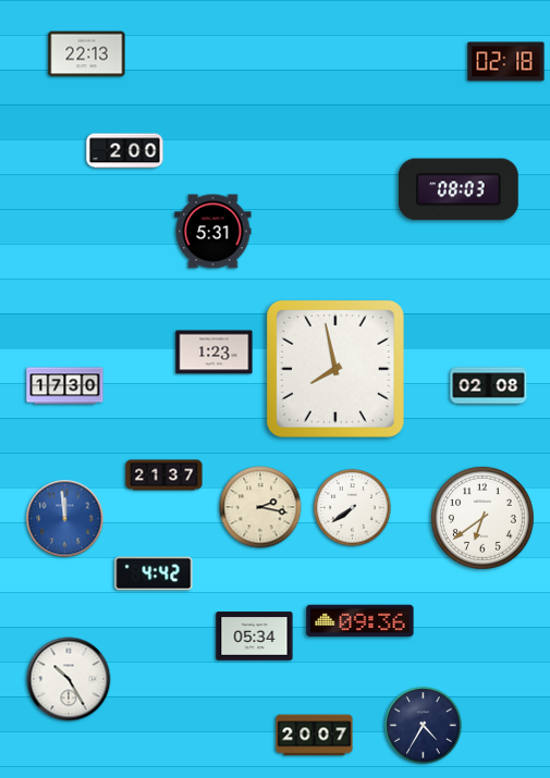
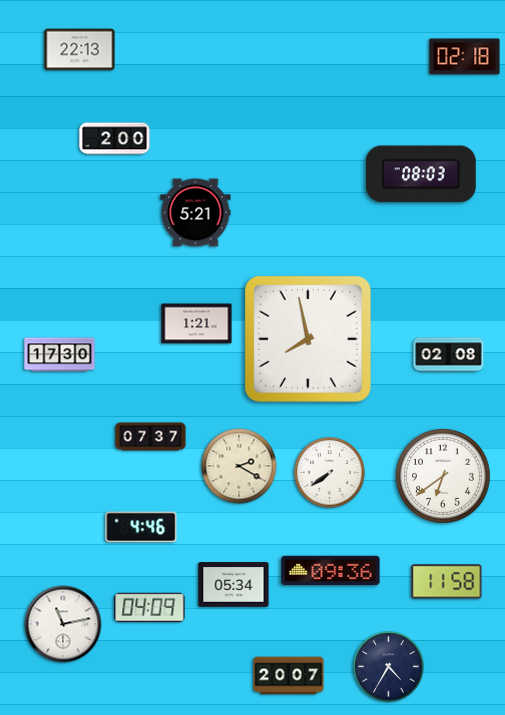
clock at (213, 232): 5:31 -> 5:21
clock at (215, 353): 1:23 -> 1:21
clock at (164, 476): 21:37 -> 07:37
clock at (260, 507): 2:17 -> 2:20
clock at (353, 508) position: (353, 508) -> (330, 473)
clock at (65, 519): 11:59 -> none
clock at (154, 573): 4:42 -> 4:46
clock at (447, 582): none -> 11:58
clock at (150, 608): none -> 04:09
clock at (69, 679): 10:25 -> 11:13
